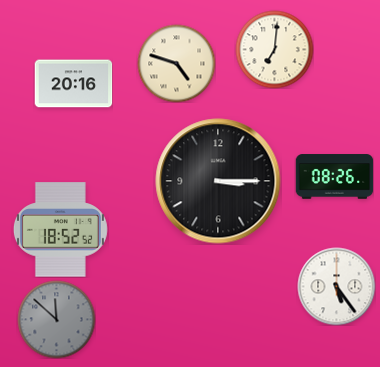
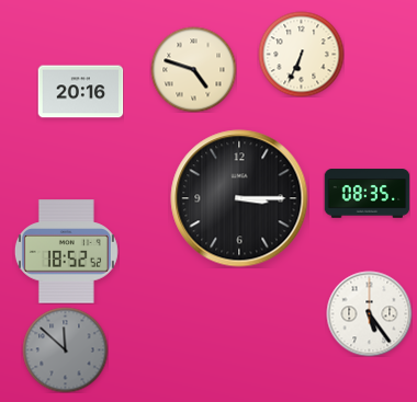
clock at (274, 49): 7:01 -> 6:34
clock at (334, 177): 08:26 -> 08:35
clock at (56, 319) position: (56, 319) -> (65, 349)
